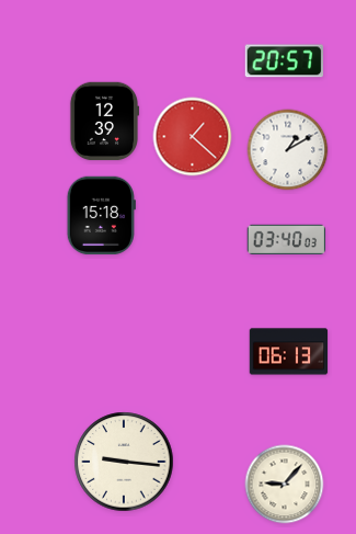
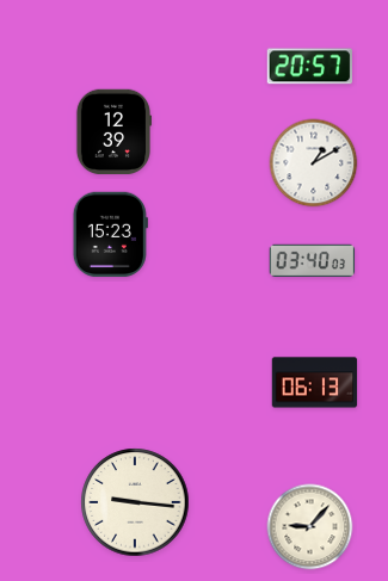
clock at (193, 137): 1:22 -> none
clock at (101, 216): 15:18 -> 15:23
